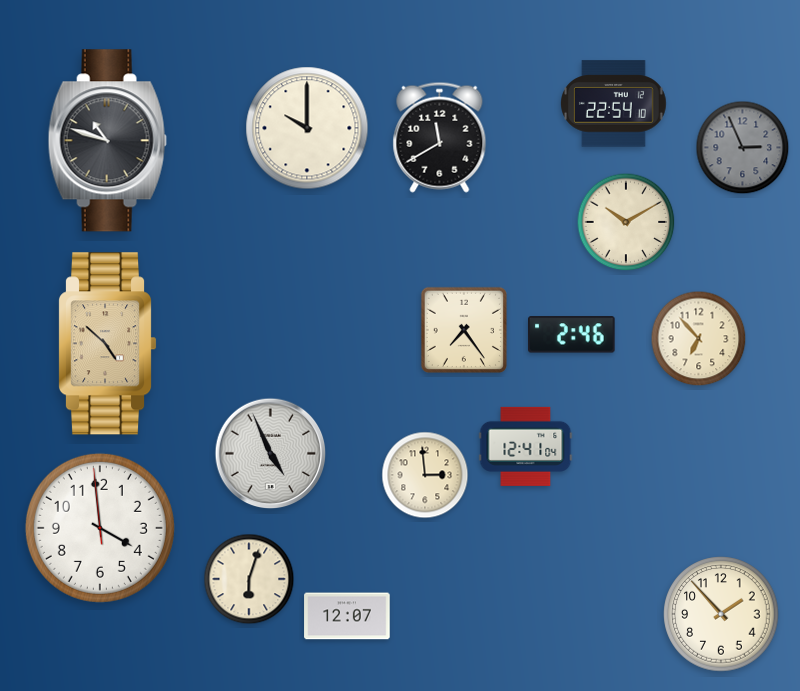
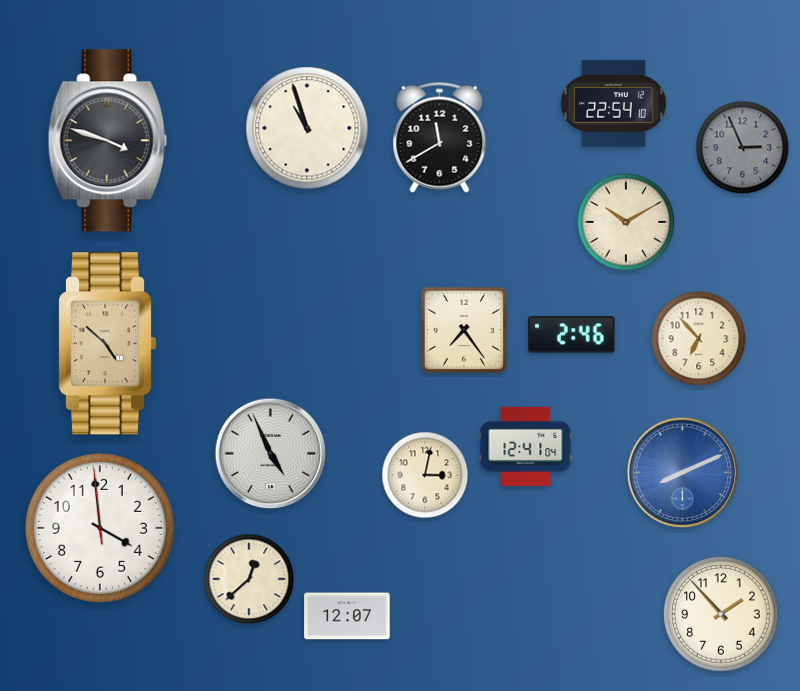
clock at (307, 128): 10:00 -> 10:57
clock at (107, 141): 10:48 -> 3:48
clock at (683, 473): none -> 8:11
clock at (425, 475): 2:59 -> 3:02
clock at (249, 579): 6:03 -> 12:38
